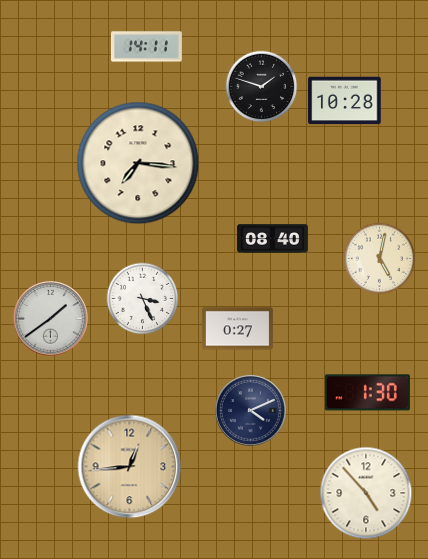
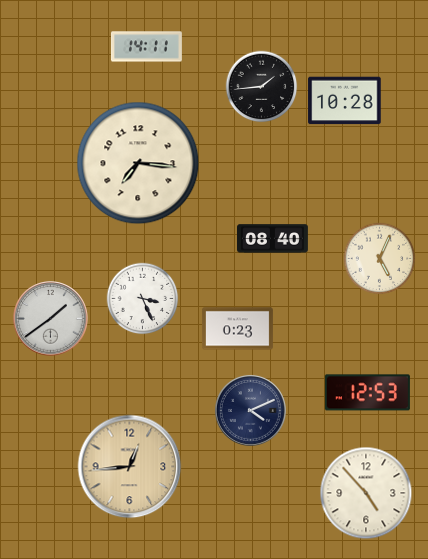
clock at (262, 87): 1:48 -> 1:44
clock at (380, 259): 5:02 -> 5:04
clock at (237, 329): 0:27 -> 0:23
clock at (367, 393): 1:30 -> 12:53
